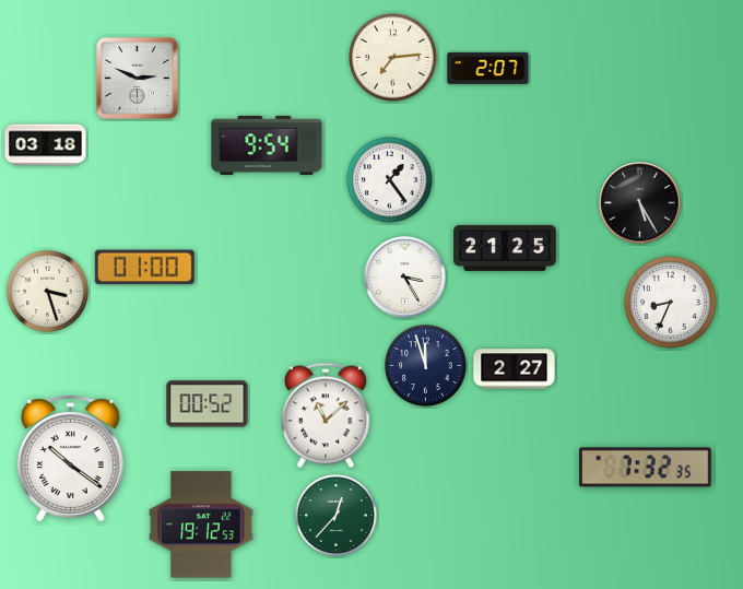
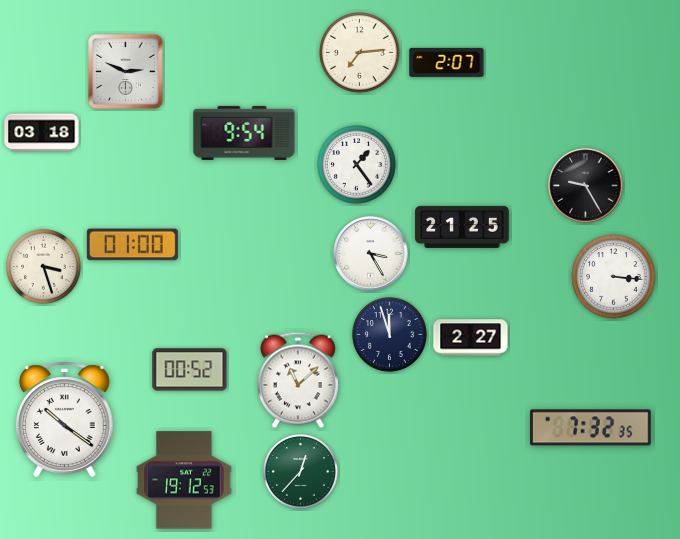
clock at (640, 203): 5:25 -> 9:25
clock at (671, 303): 8:34 -> 3:16
clock at (335, 515) position: (335, 515) -> (300, 471)
